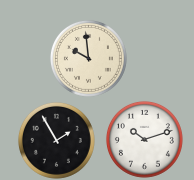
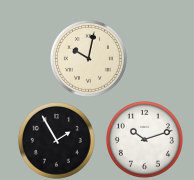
clock at (88, 58): 9:59 -> 10:02
